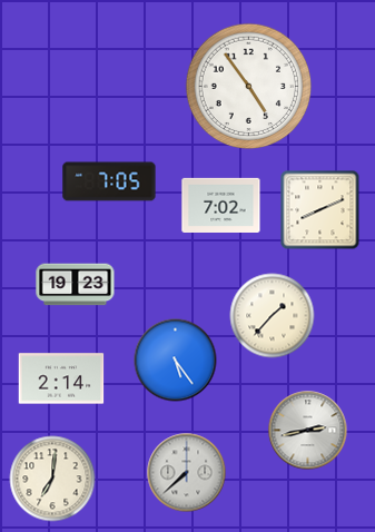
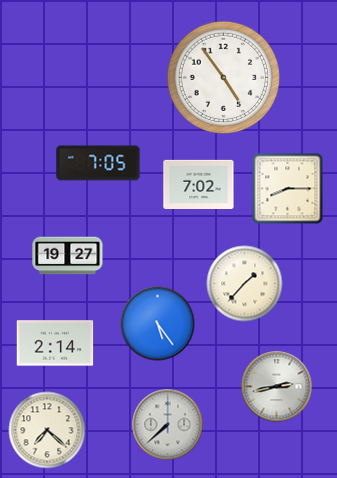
clock at (320, 210): 8:11 -> 8:15
clock at (76, 285): 19:23 -> 19:27
clock at (61, 378) position: (61, 378) -> (55, 343)
clock at (52, 479): 7:01 -> 7:22
